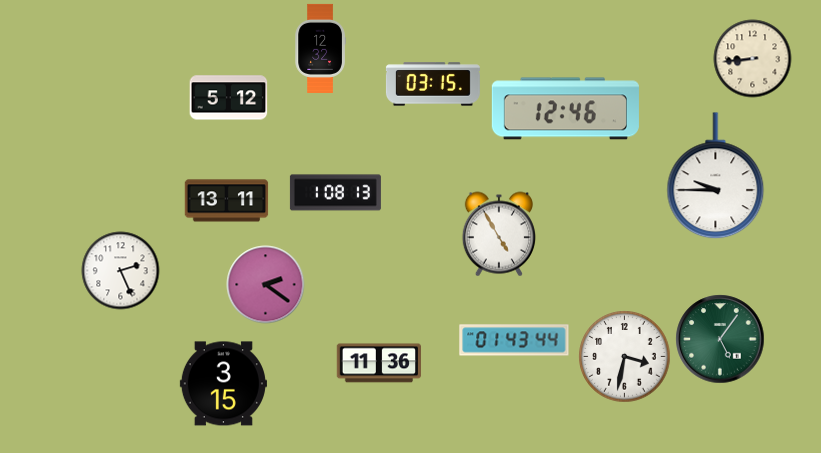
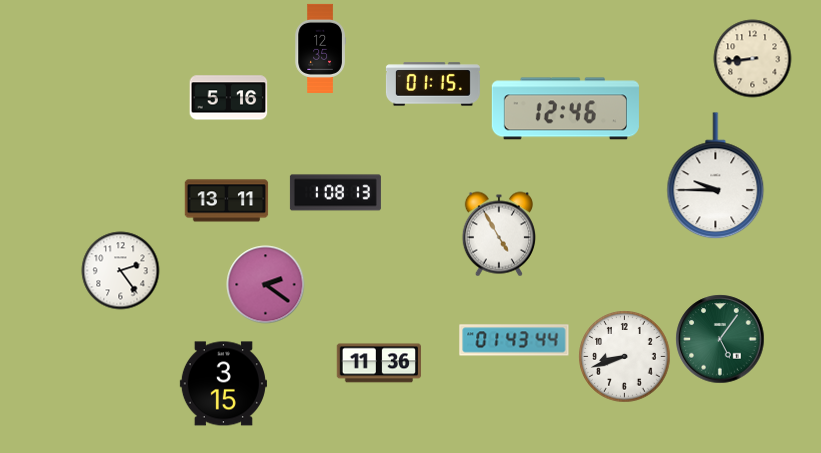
clock at (320, 48): 12:32 -> 12:35
clock at (433, 84): 03:15 -> 01:15
clock at (228, 98): 5:12 -> 5:16
clock at (120, 270): 2:26 -> 2:24
clock at (624, 356): 3:32 -> 8:42
